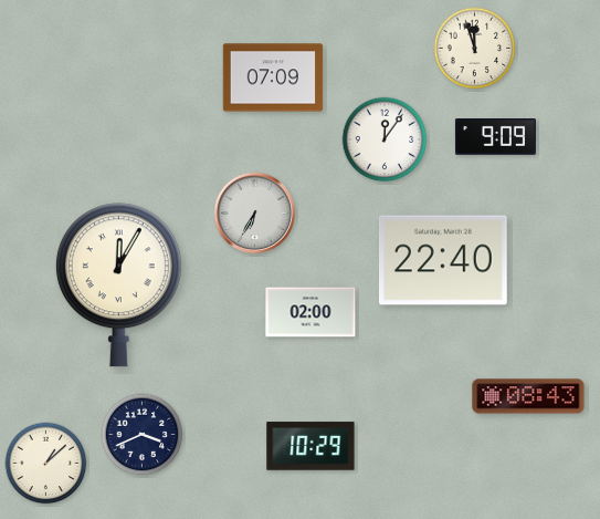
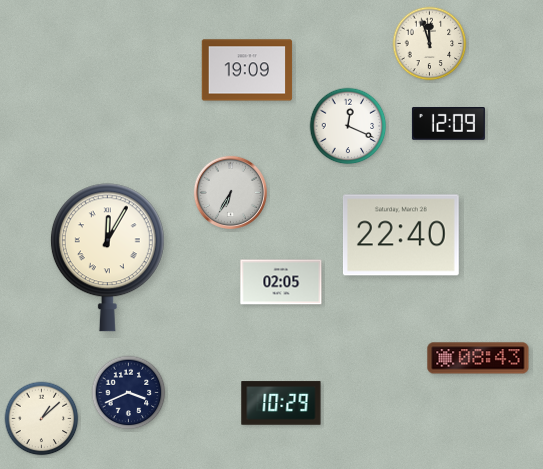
clock at (273, 77): 07:09 -> 19:09
clock at (495, 137): 9:09 -> 12:09
clock at (385, 139): 12:06 -> 12:19
clock at (310, 312): 02:00 -> 02:05
